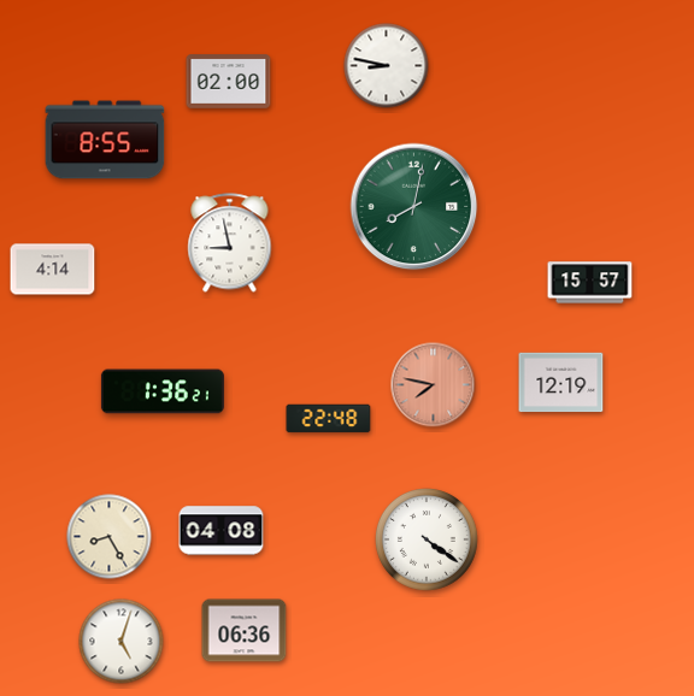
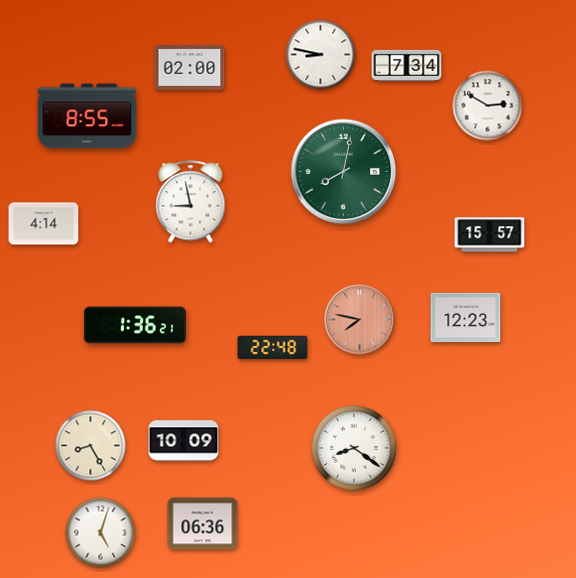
clock at (407, 65): none -> 7:34
clock at (488, 106): none -> 2:50
clock at (561, 383): 12:19 -> 12:23
clock at (222, 531): 04:08 -> 10:09
clock at (428, 541): 4:21 -> 8:21
